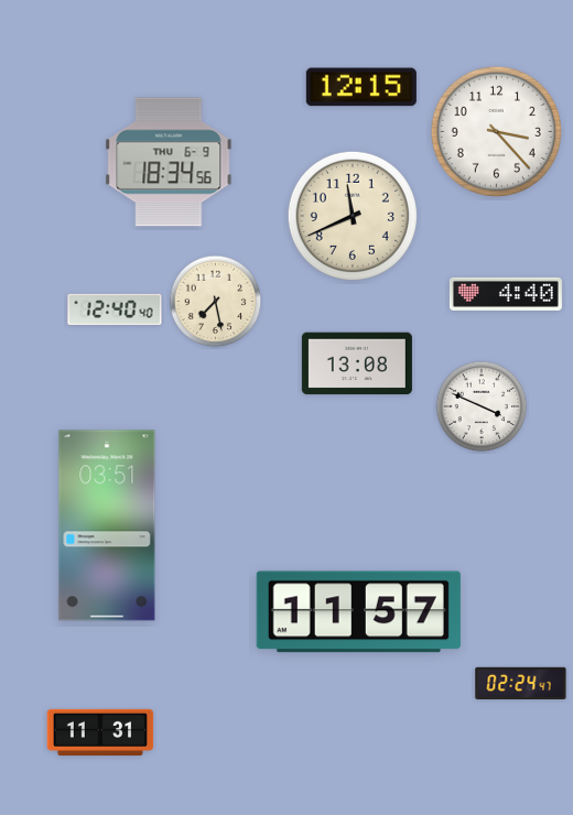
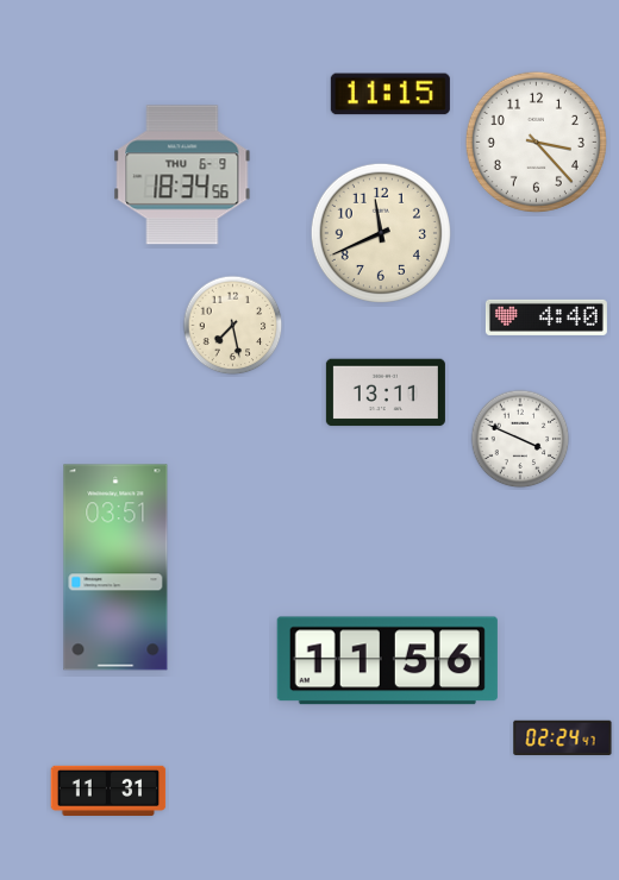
clock at (361, 87): 12:15 -> 11:15
clock at (115, 309): 12:40 -> none
clock at (357, 363): 13:08 -> 13:11
clock at (358, 612): 11:57 -> 11:56
